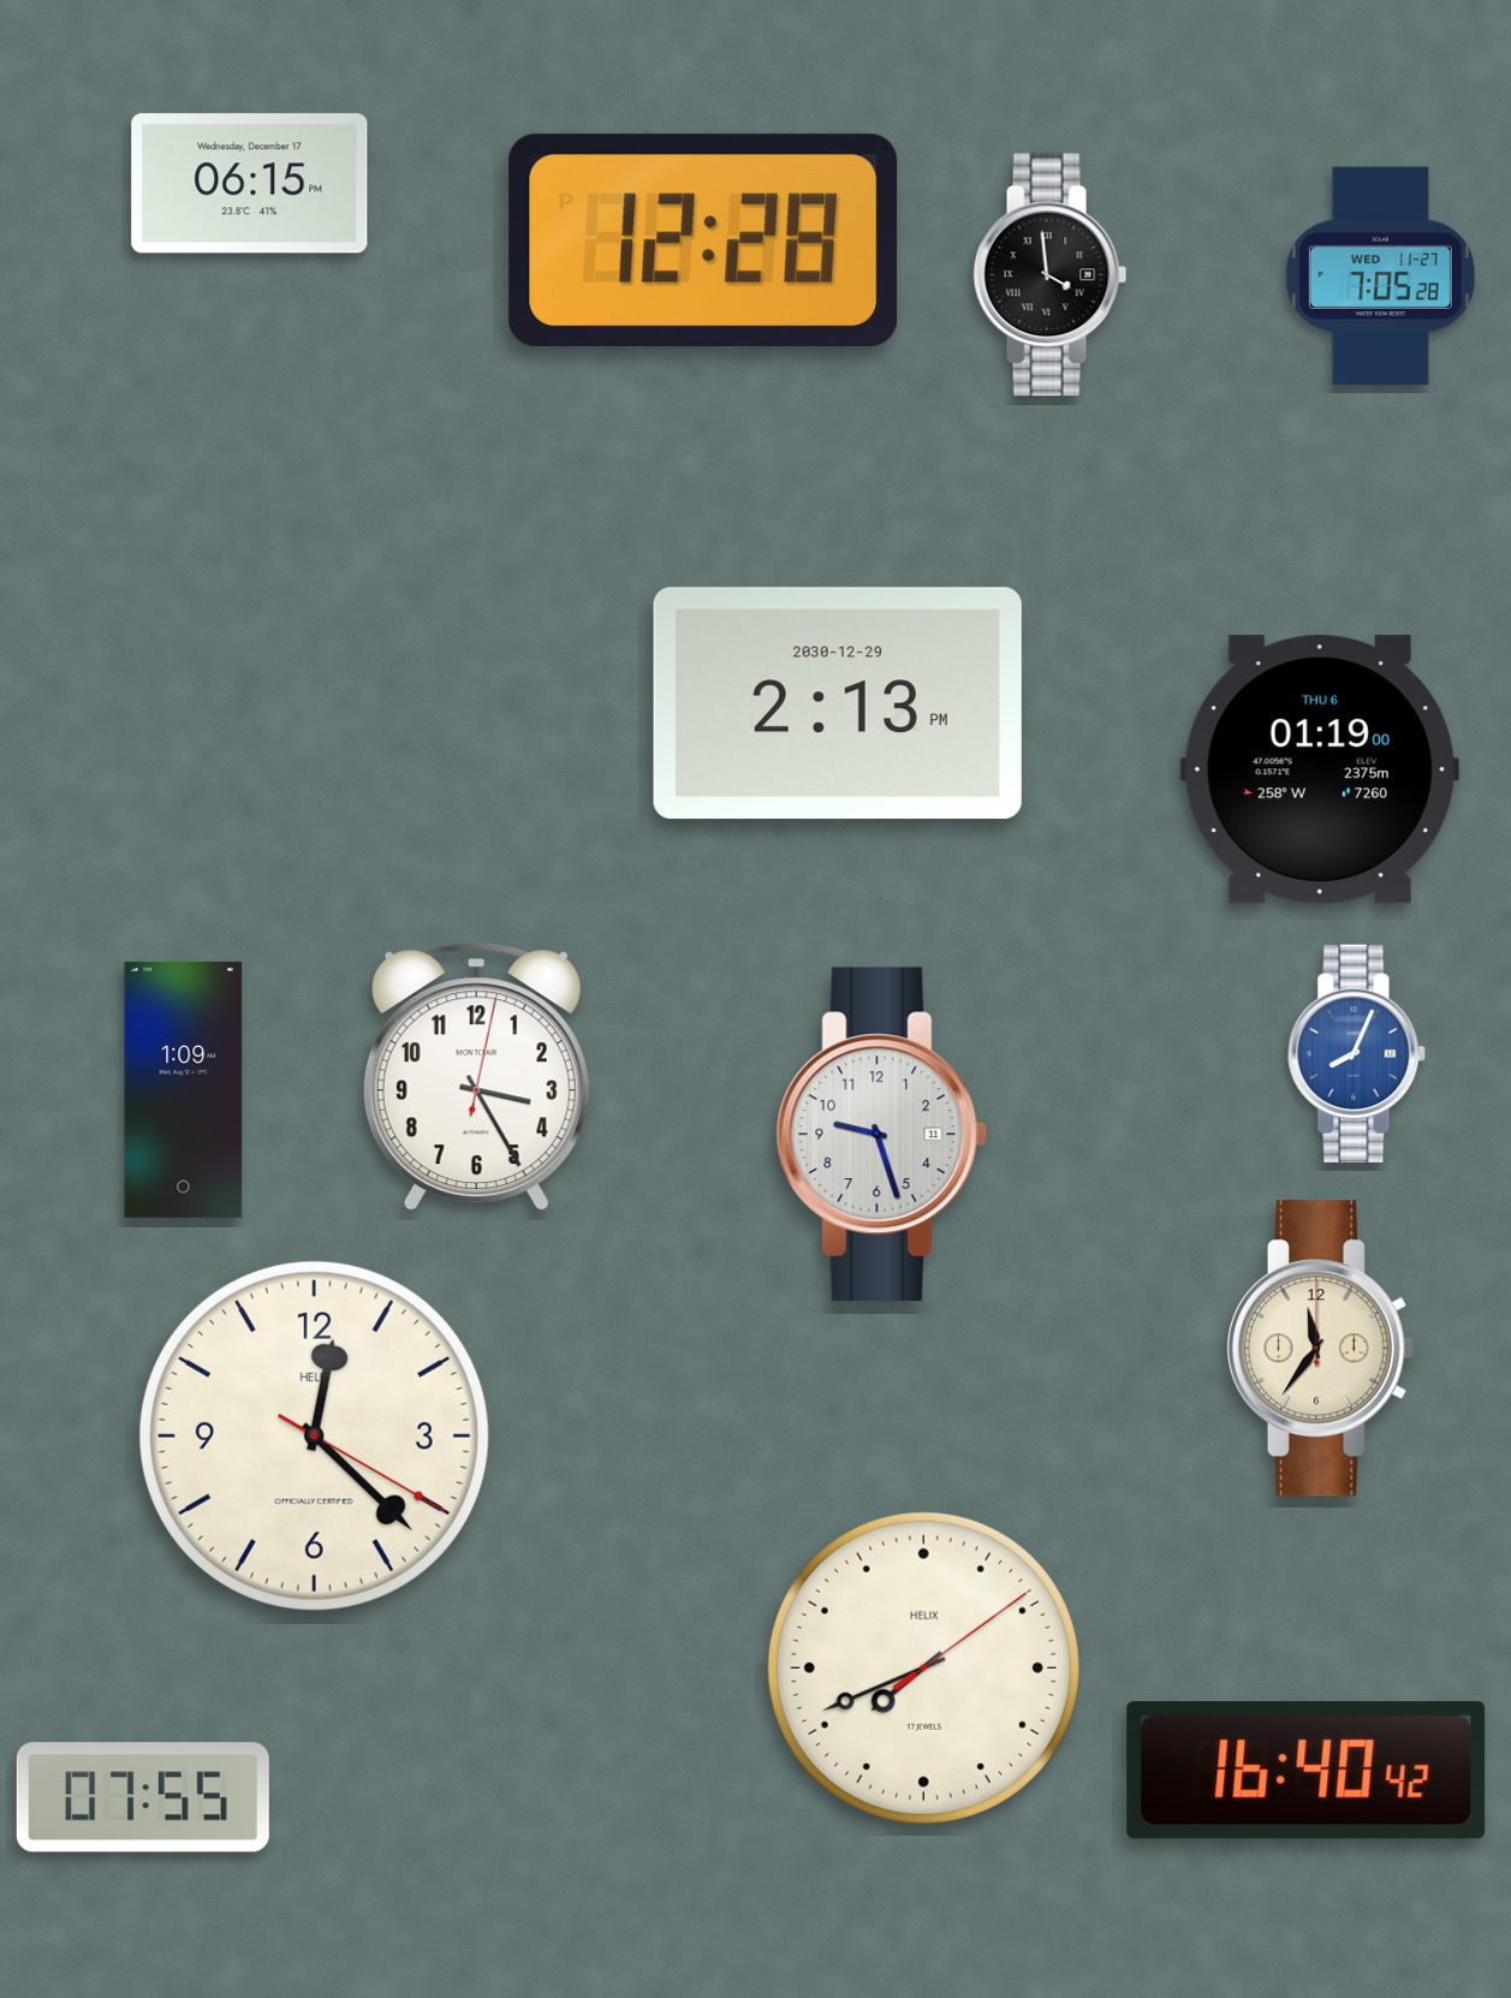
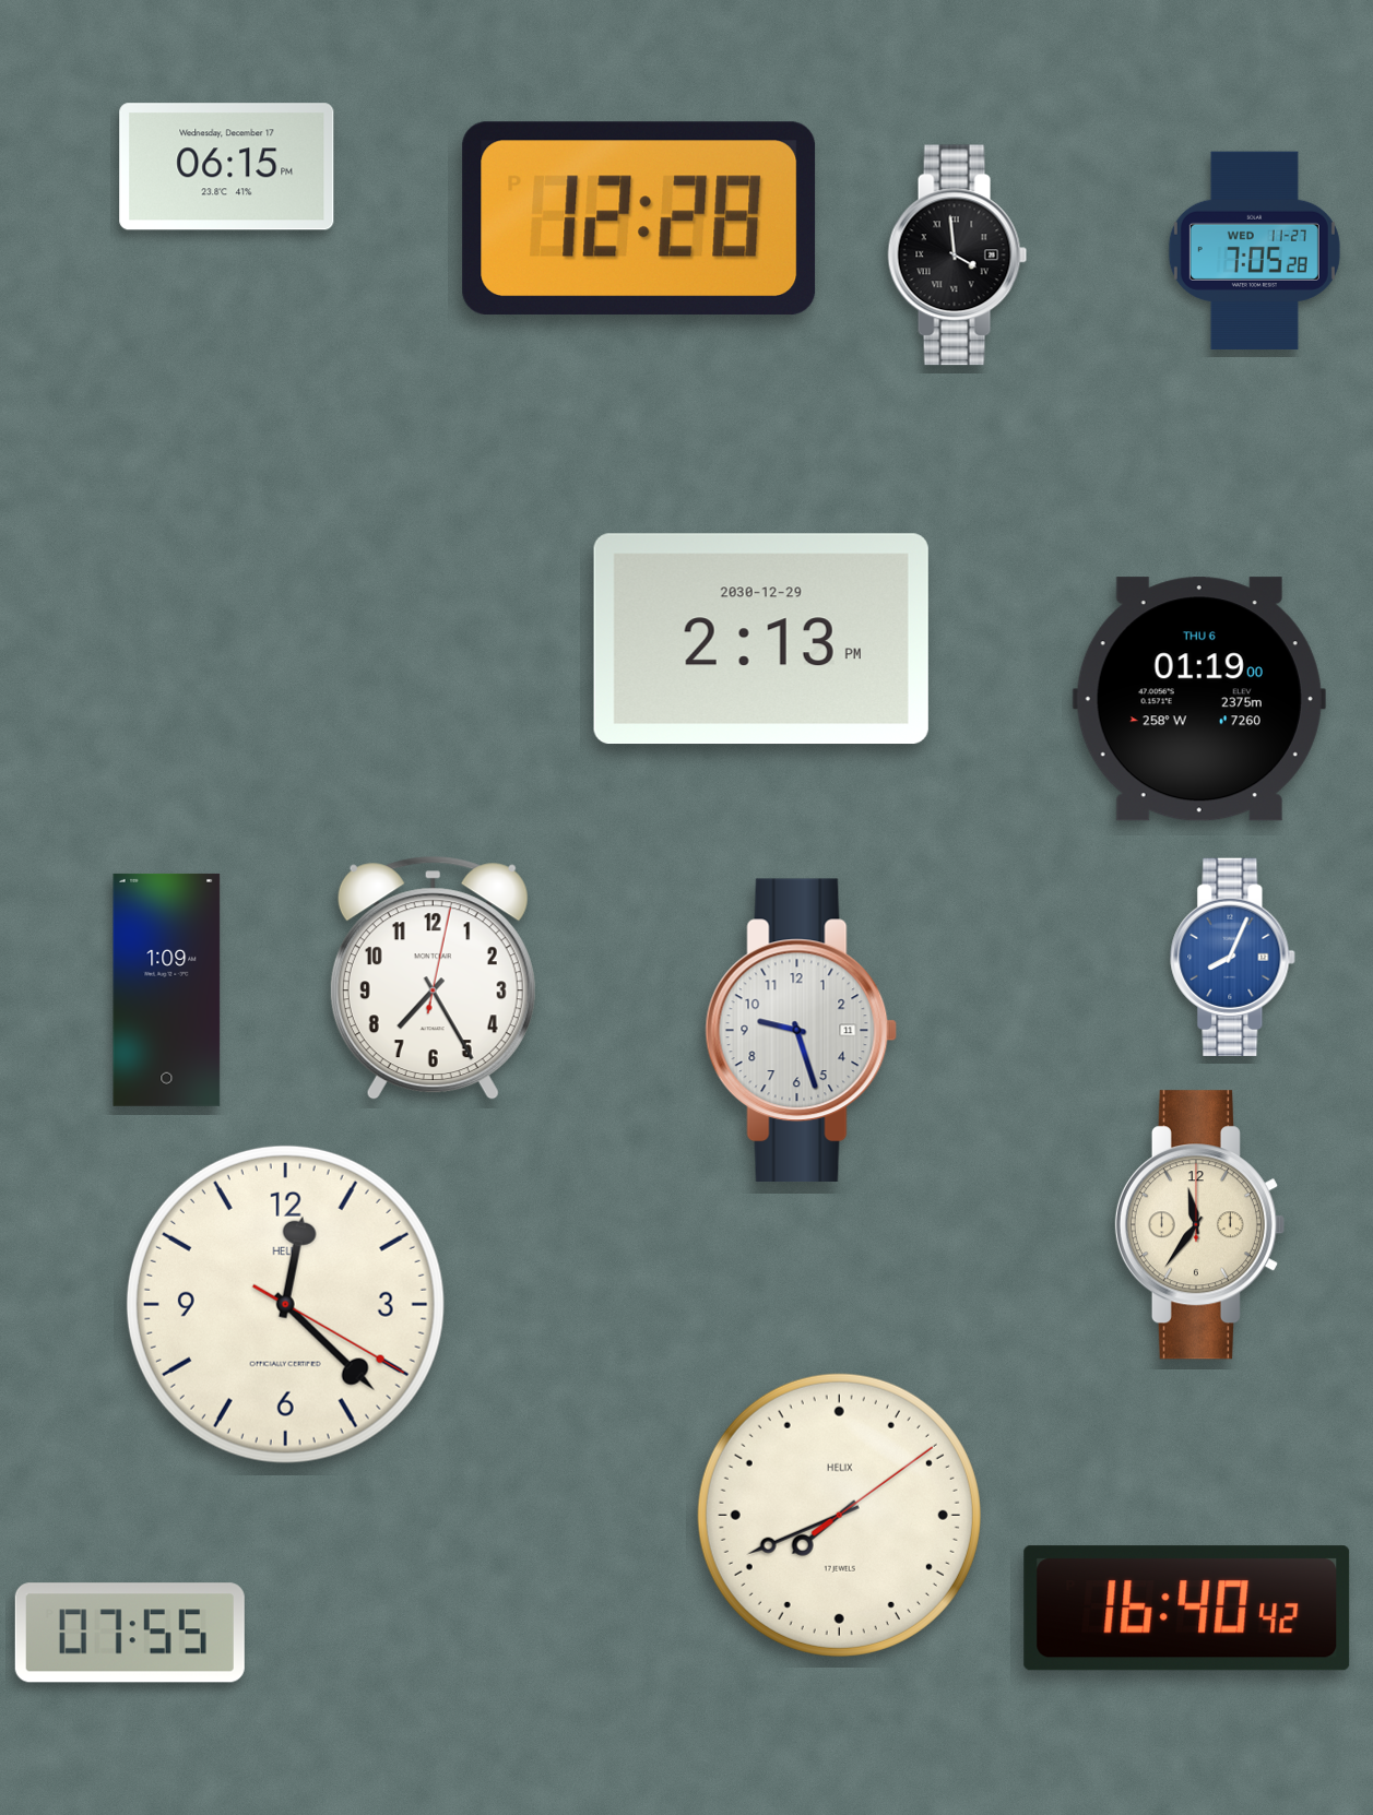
clock at (1051, 275) position: (1051, 275) -> (958, 256)
clock at (476, 1077): 3:25 -> 7:25
